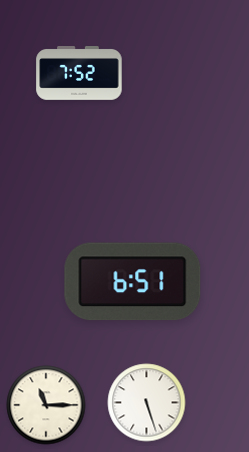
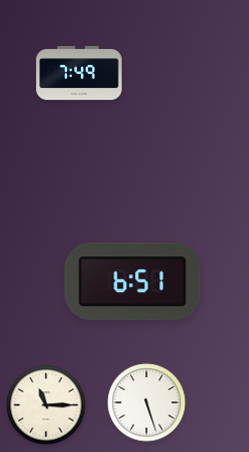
clock at (79, 74): 7:52 -> 7:49
